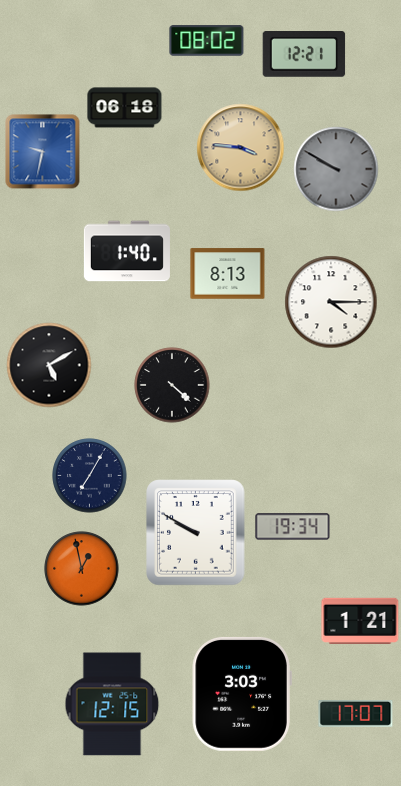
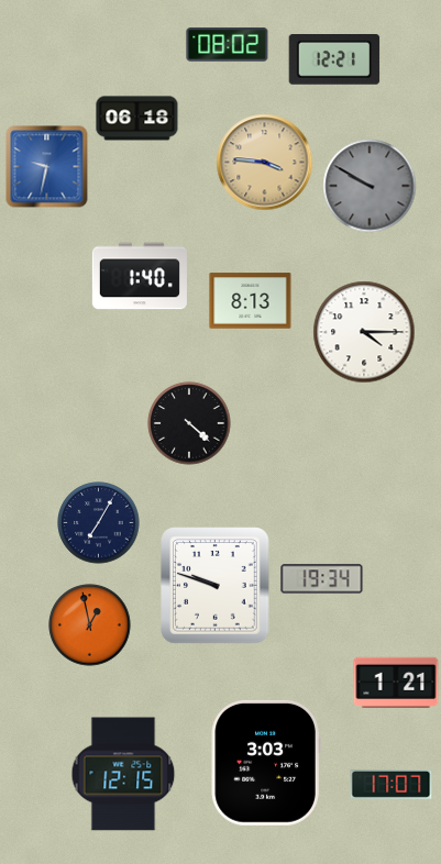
clock at (49, 365): 5:10 -> none
clock at (196, 533): 9:50 -> 9:48
